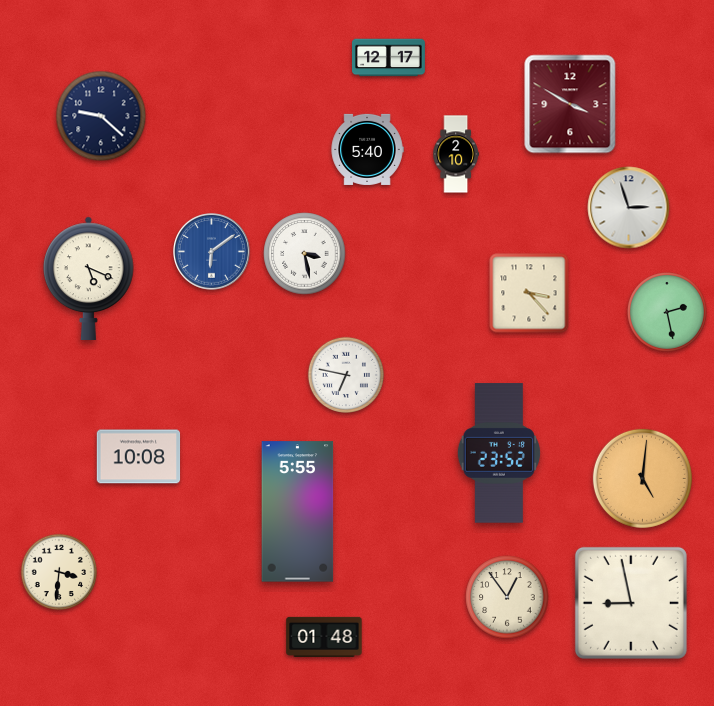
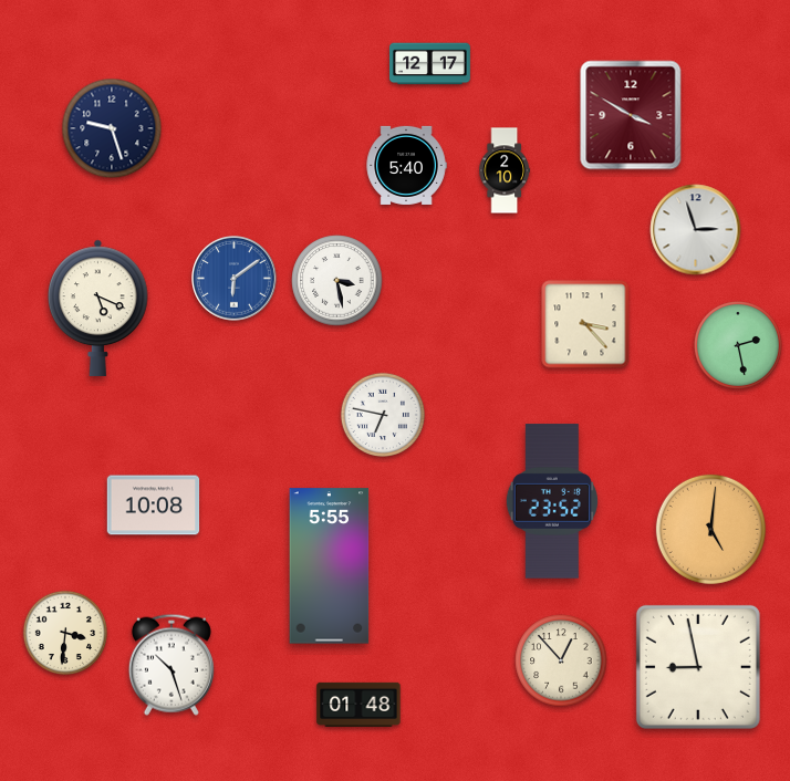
clock at (101, 116): 9:22 -> 9:27
clock at (507, 597): 12:54 -> 12:53
clock at (171, 665): none -> 10:27
